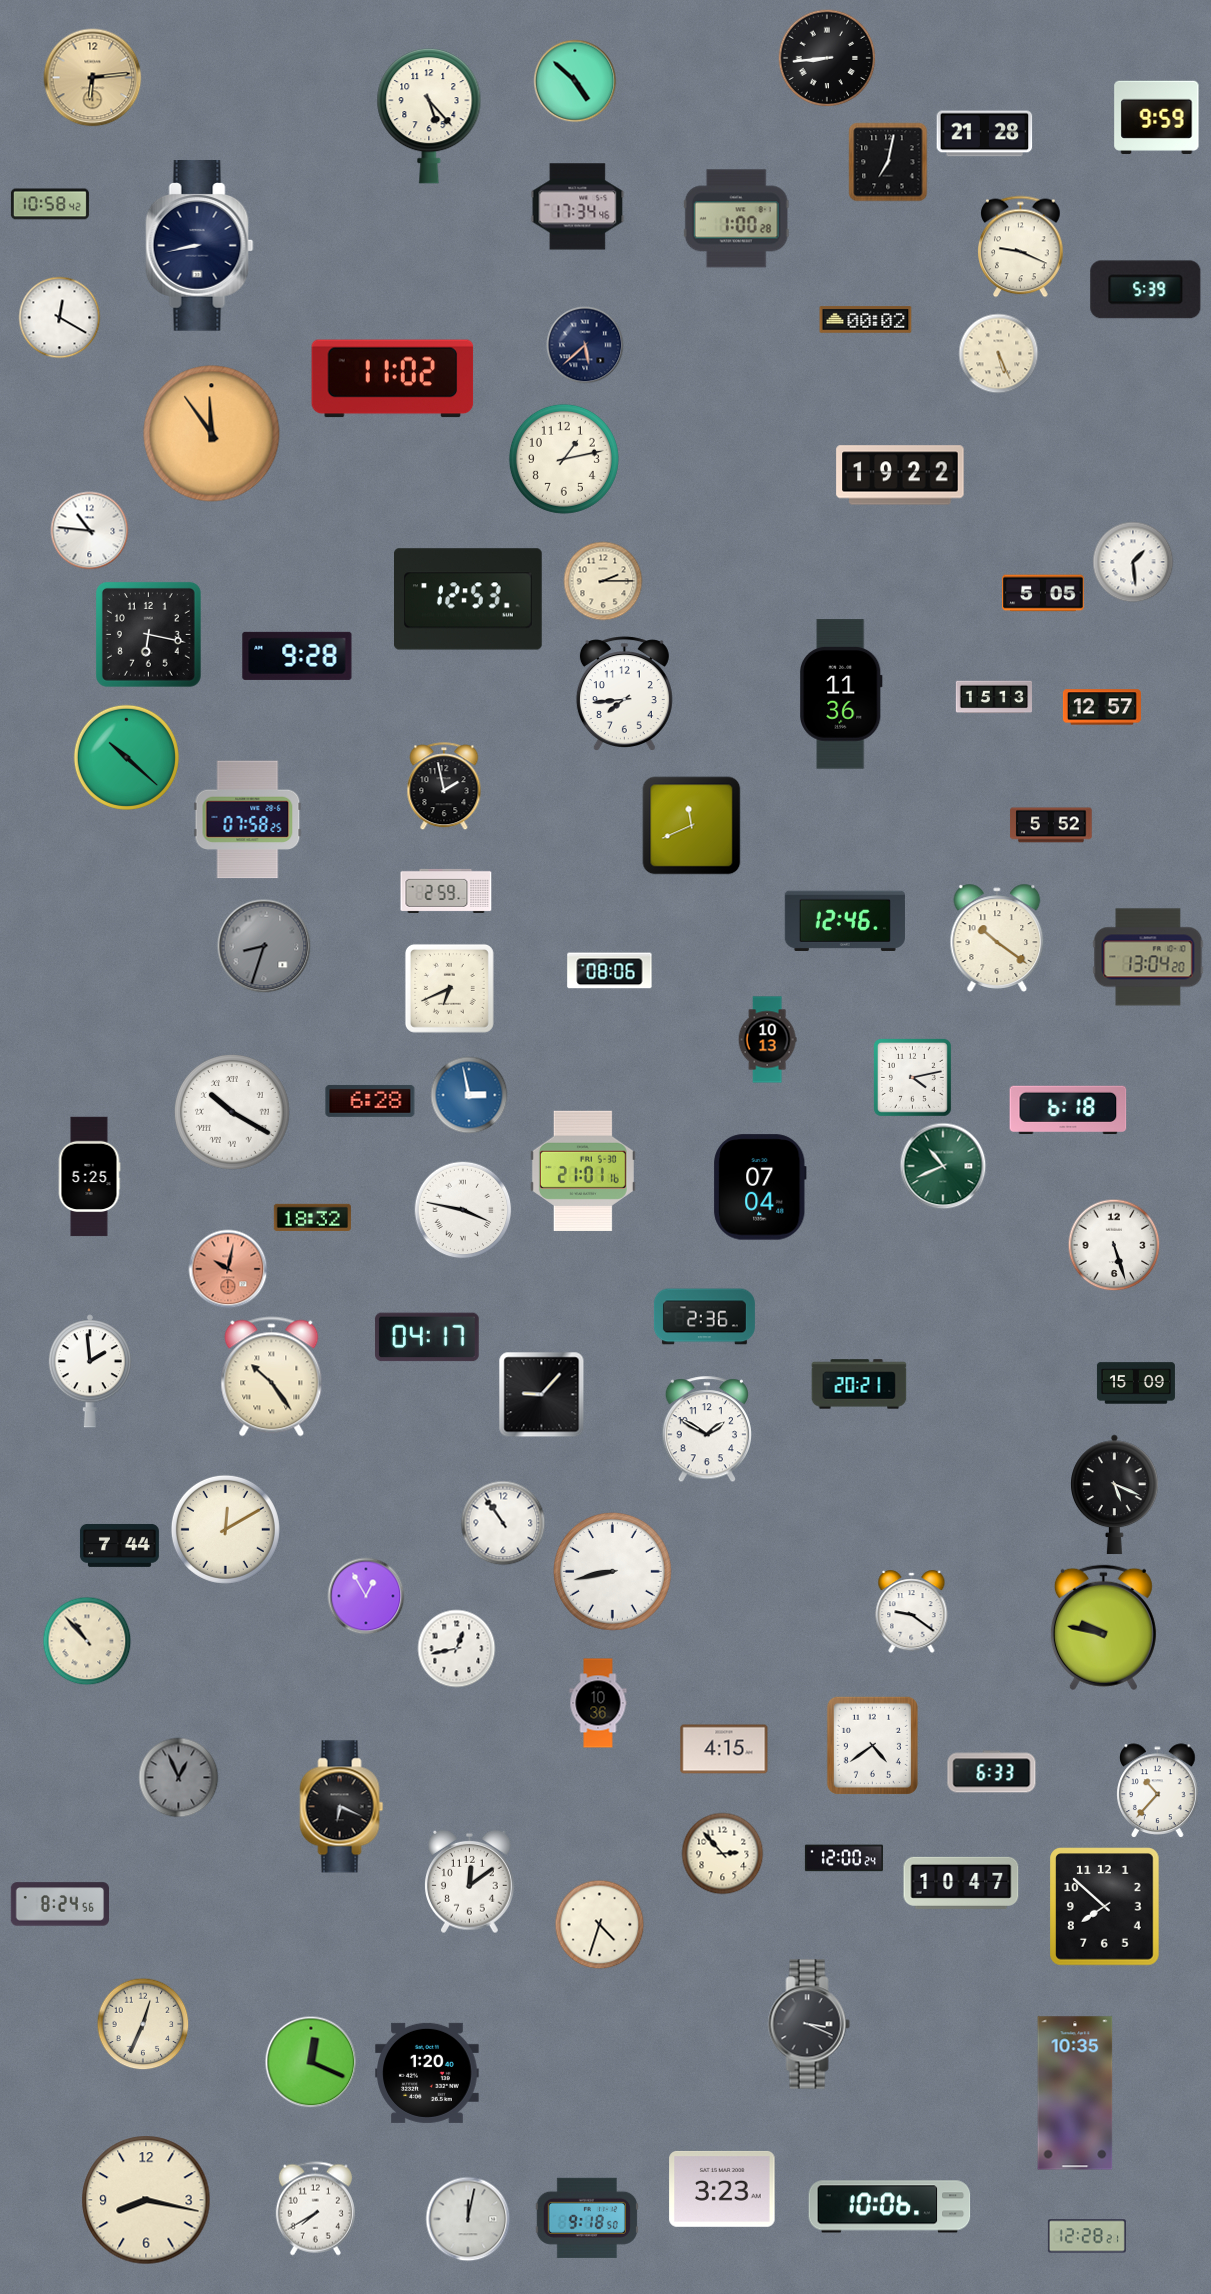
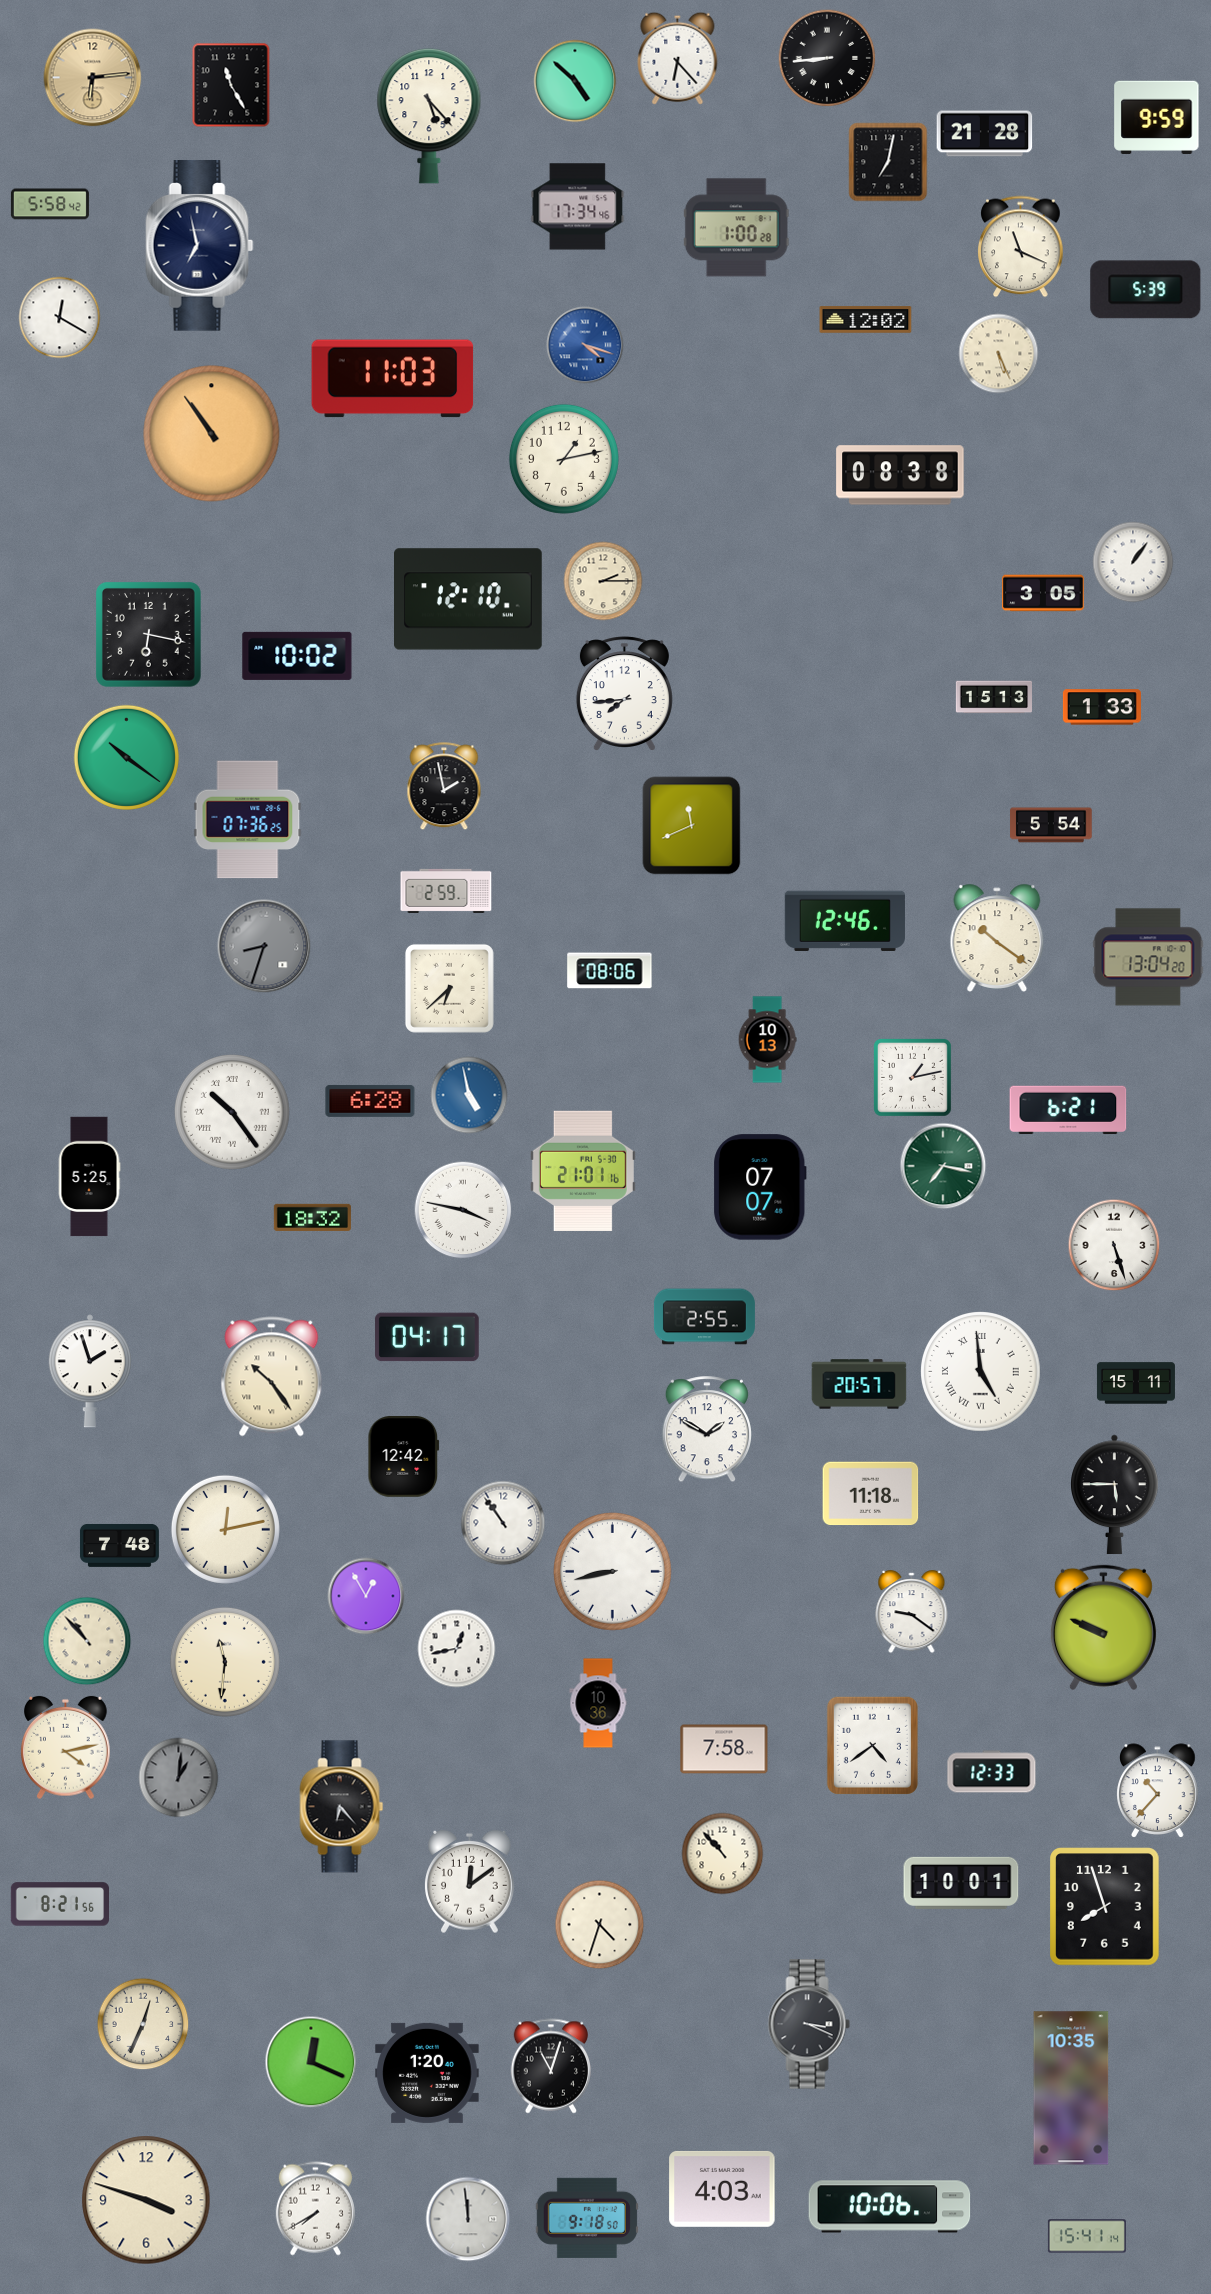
clock at (678, 58): none -> 6:23
clock at (231, 85): none -> 11:25
clock at (50, 204): 10:58 -> 5:58
clock at (736, 219) position: (736, 219) -> (736, 228)
clock at (200, 246): 8:43 -> 6:58
clock at (1021, 247): 9:19 -> 11:19
clock at (866, 320): 00:02 -> 12:02
clock at (585, 345): 5:38 -> 4:18
clock at (585, 345) dial: navy -> blue
clock at (393, 379): 11:02 -> 11:03
clock at (212, 434): 11:54 -> 10:54
clock at (900, 475): 19:22 -> 08:38
clock at (90, 531): 10:46 -> none
clock at (1133, 562): 1:29 -> 1:06
clock at (1043, 593): 5:05 -> 3:05
clock at (469, 599): 12:53 -> 12:10
clock at (297, 656): 9:28 -> 10:02
clock at (842, 694): 11:36 -> none
clock at (1102, 707): 12:57 -> 1:33
clock at (126, 757): 10:22 -> 10:21
clock at (248, 820): 07:58 -> 07:36
clock at (1051, 825): 5:52 -> 5:54
clock at (449, 988): 6:41 -> 6:38
clock at (913, 1078): 4:13 -> 1:13
clock at (469, 1095): 2:58 -> 4:58
clock at (1068, 1110): 6:18 -> 6:21
clock at (232, 1112): 10:20 -> 10:24
clock at (943, 1166): 10:41 -> 7:17
clock at (760, 1187): 07:04 -> 07:07
clock at (228, 1269): 10:02 -> none
clock at (704, 1317): 2:36 -> 2:55
clock at (90, 1371): 1:59 -> 1:57
clock at (981, 1372): none -> 4:59
clock at (1136, 1383): 15:09 -> 15:11
clock at (859, 1384): 20:21 -> 20:57
clock at (542, 1395): 9:07 -> none
clock at (404, 1457): none -> 12:42
clock at (871, 1494): none -> 11:18
clock at (1115, 1495): 5:19 -> 5:45
clock at (225, 1529): 12:10 -> 12:13
clock at (119, 1545): 7:44 -> 7:48
clock at (1103, 1628): 9:47 -> 9:49
clock at (225, 1662): none -> 11:31
clock at (66, 1748): none -> 4:13
clock at (724, 1749): 4:15 -> 7:58
clock at (992, 1772): 6:33 -> 12:33
clock at (179, 1778): 12:56 -> 1:01
clock at (342, 1807): 6:19 -> 6:23
clock at (723, 1854): 2:53 -> 10:53
clock at (844, 1858): 12:00 -> none
clock at (961, 1883): 10:47 -> 10:01
clock at (59, 1904): 8:24 -> 8:21
clock at (1105, 1907): 7:52 -> 7:57
clock at (550, 2066): none -> 11:03
clock at (1075, 2093) position: (1075, 2093) -> (1071, 2088)
clock at (722, 2189): 3:23 -> 4:03
clock at (146, 2200): 8:17 -> 3:48
clock at (468, 2219): 12:02 -> 11:59
clock at (1087, 2236): 12:28 -> 15:41
